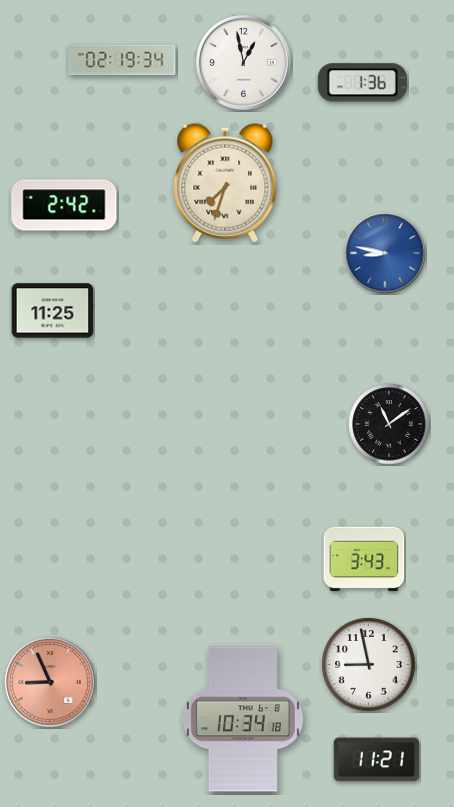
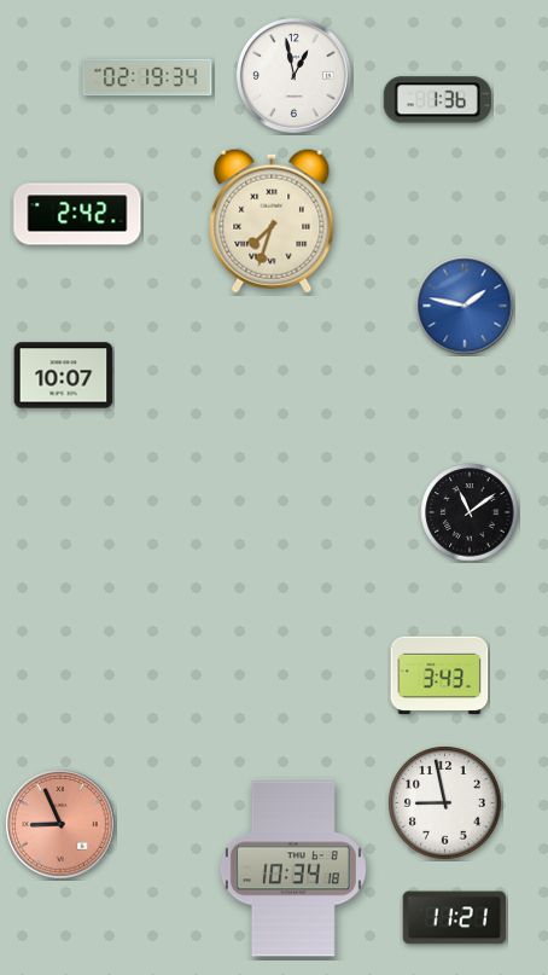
clock at (122, 60) position: (122, 60) -> (147, 77)
clock at (64, 205) position: (64, 205) -> (77, 214)
clock at (385, 253): 8:47 -> 1:47
clock at (53, 311): 11:25 -> 10:07
